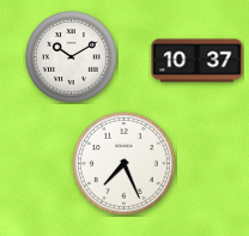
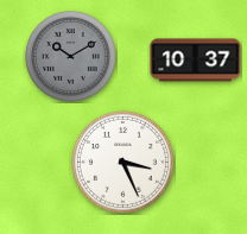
clock at (72, 58) dial: white -> grey
clock at (123, 163): 7:26 -> 3:26
